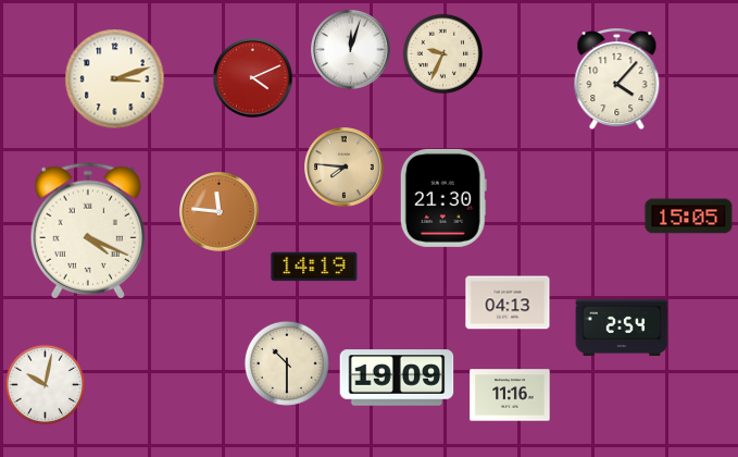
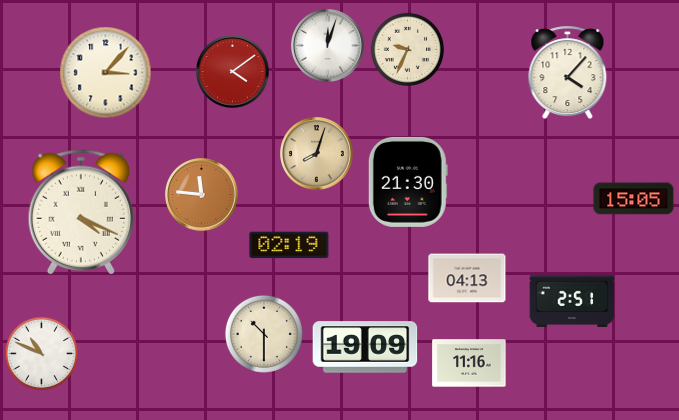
clock at (351, 50) position: (351, 50) -> (328, 46)
clock at (253, 78): 4:11 -> 4:09
clock at (115, 79): 3:12 -> 3:07
clock at (345, 168): 7:46 -> 8:03
clock at (314, 267): 14:19 -> 02:19
clock at (622, 328): 2:54 -> 2:51
clock at (45, 384): 10:02 -> 10:49
